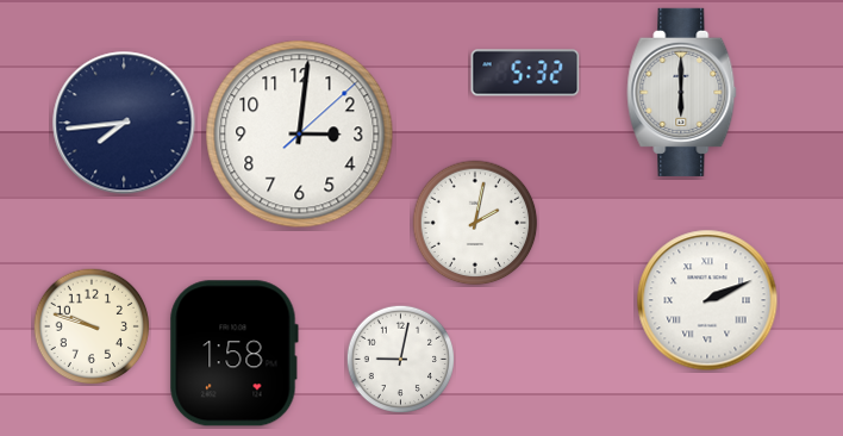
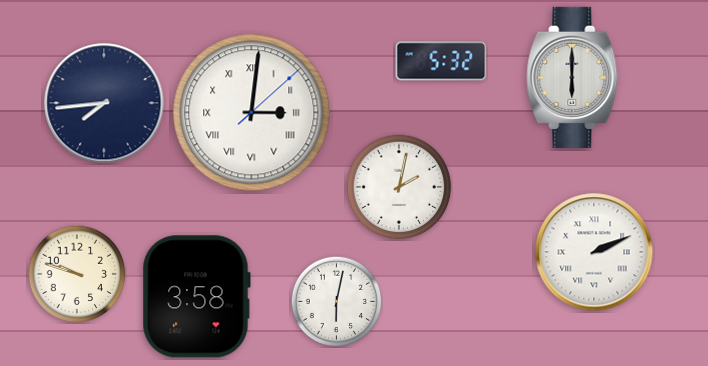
clock at (300, 135) numerals: Arabic -> Roman
clock at (233, 354): 1:58 -> 3:58
clock at (400, 359): 9:02 -> 6:02
